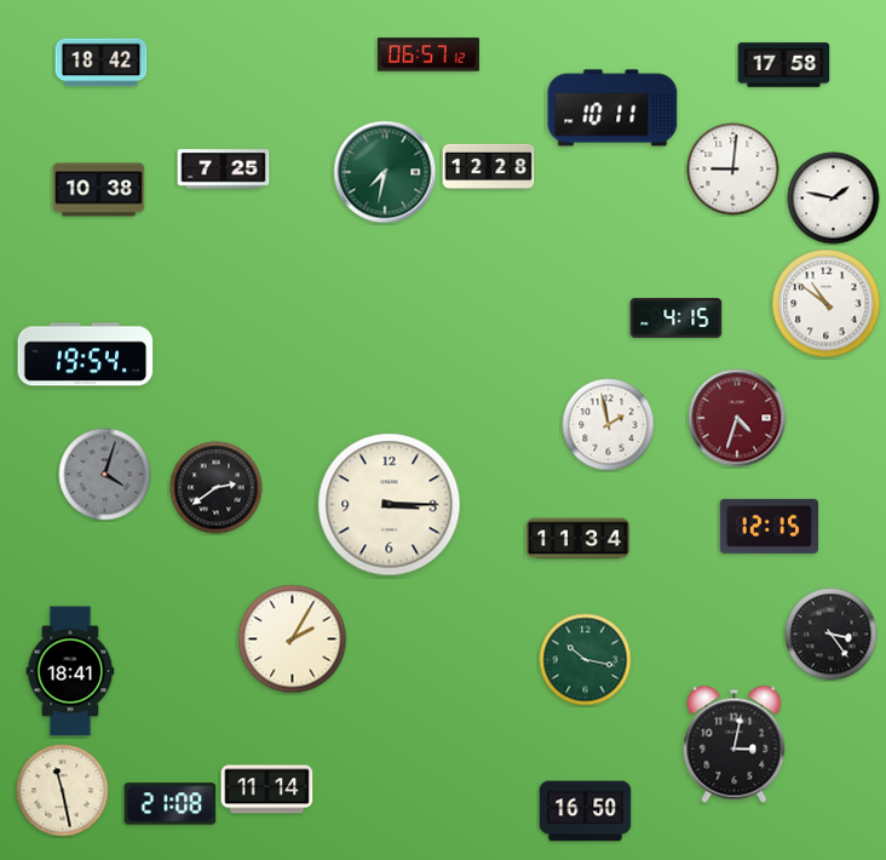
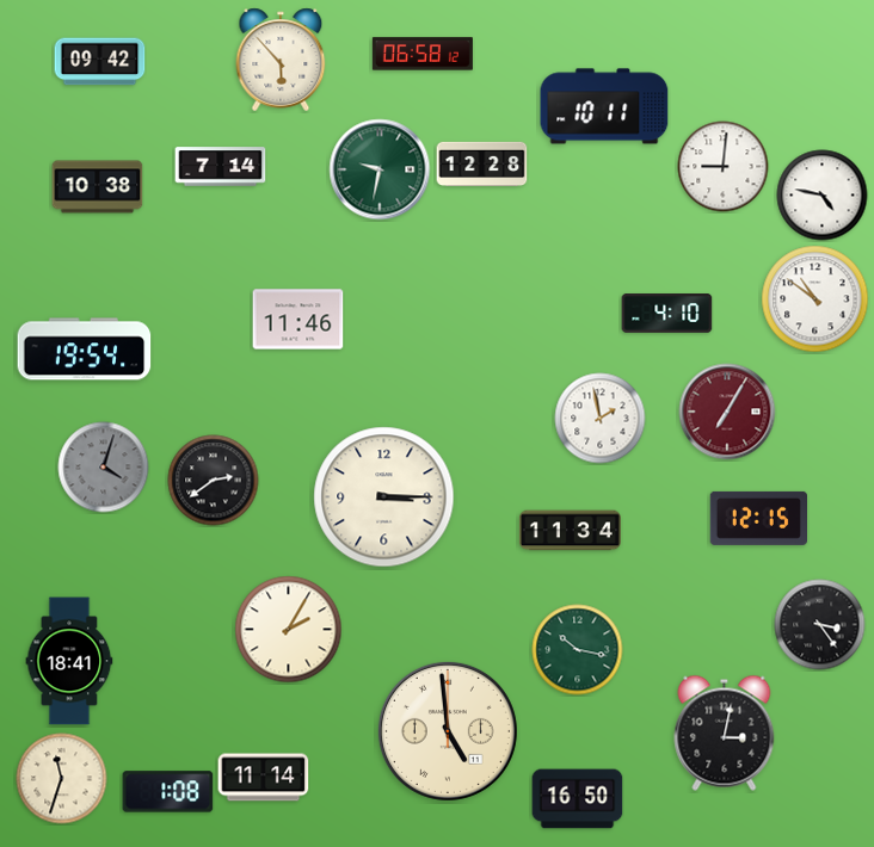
clock at (428, 55): 06:57 -> 06:58
clock at (281, 60): none -> 5:53
clock at (102, 63): 18:42 -> 09:42
clock at (784, 65): 17:58 -> none
clock at (224, 170): 7:25 -> 7:14
clock at (385, 172): 7:32 -> 9:32
clock at (834, 199): 1:47 -> 4:47
clock at (677, 319): 4:15 -> 4:10
clock at (298, 320): none -> 11:46
clock at (737, 418): 4:33 -> 7:05
clock at (448, 731): none -> 4:59
clock at (63, 791): 11:28 -> 11:33
clock at (171, 804): 21:08 -> 1:08
